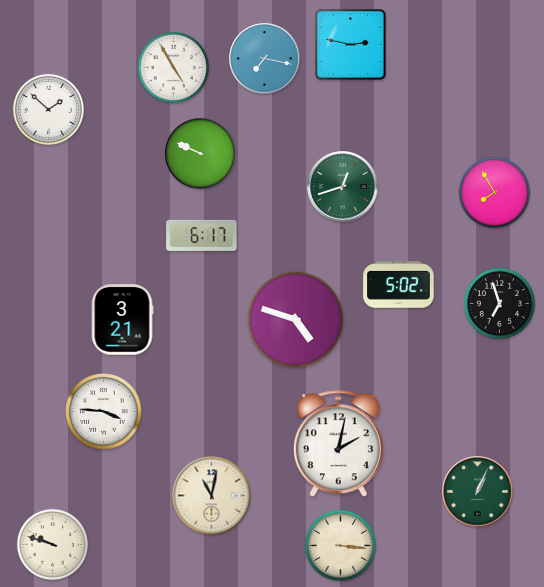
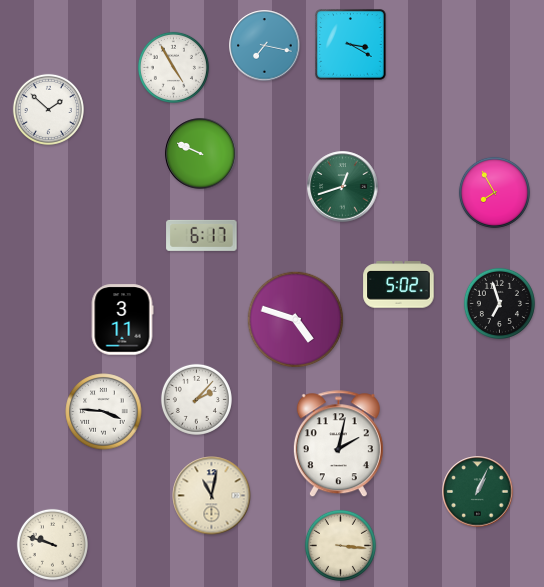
clock at (351, 45): 2:47 -> 3:20
clock at (265, 59) position: (265, 59) -> (265, 46)
clock at (122, 320): 3:21 -> 3:11
clock at (196, 399): none -> 2:07
